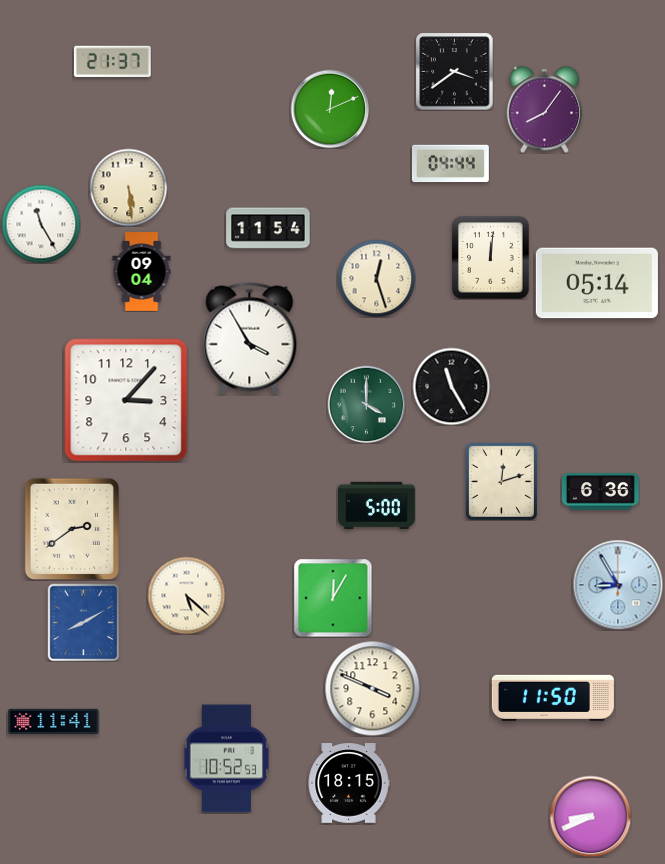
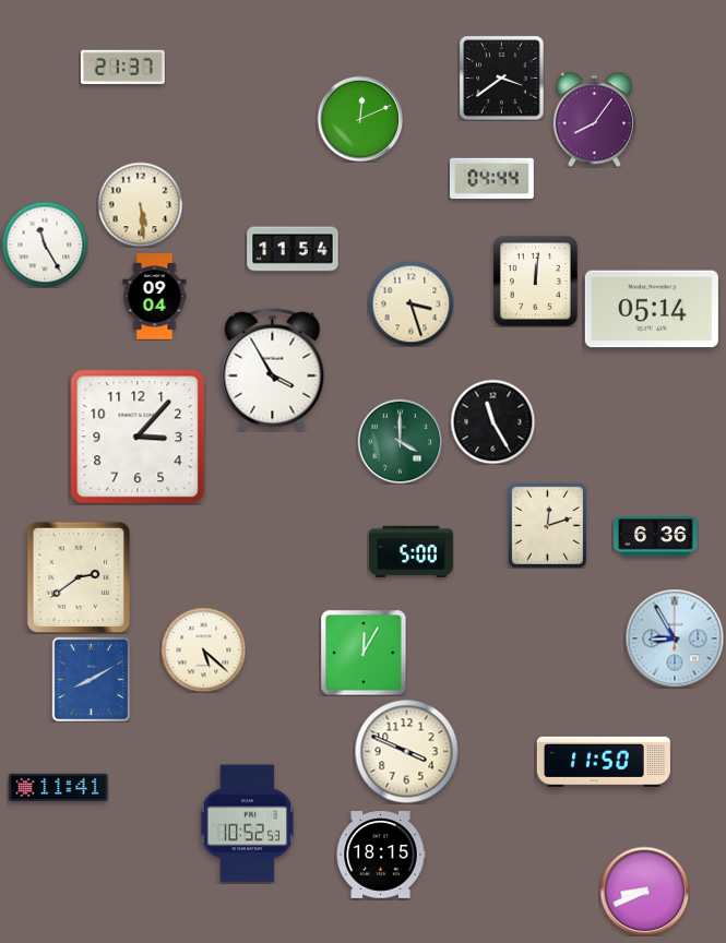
clock at (454, 71) position: (454, 71) -> (501, 77)
clock at (376, 278): 12:27 -> 3:27
clock at (227, 759) position: (227, 759) -> (248, 824)
